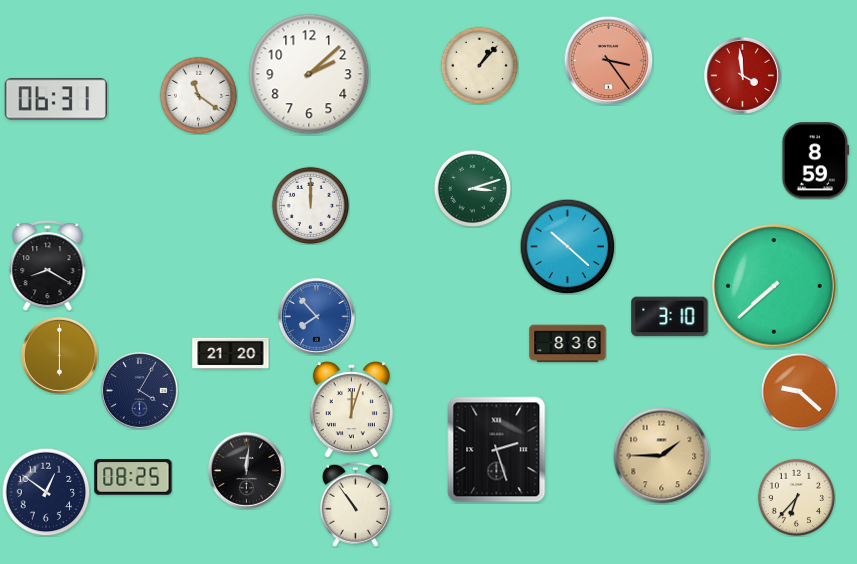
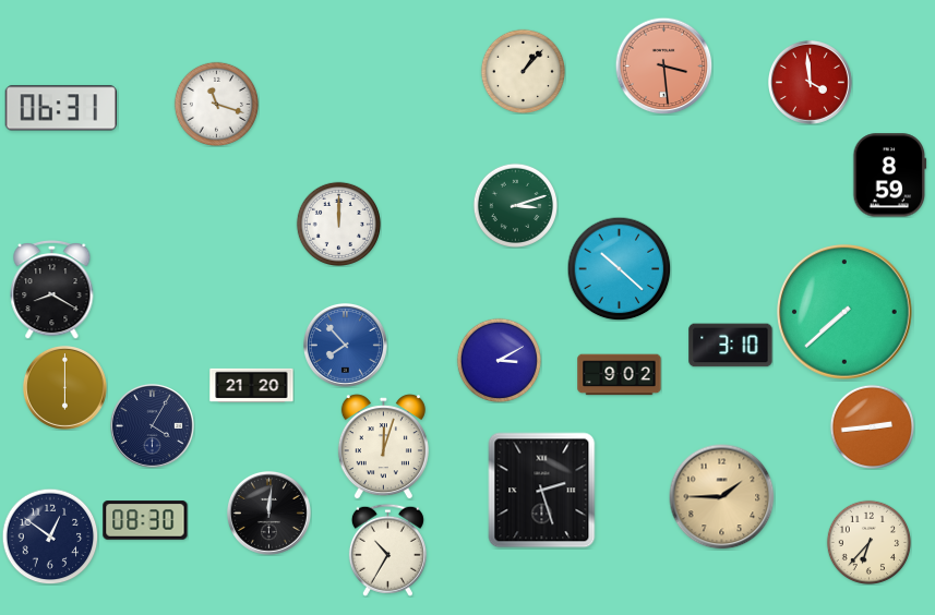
clock at (608, 60): 3:24 -> 3:29
clock at (309, 74): 2:08 -> none
clock at (198, 95): 11:21 -> 11:18
clock at (499, 360): none -> 3:10
clock at (568, 344): 8:36 -> 9:02
clock at (799, 391): 9:22 -> 2:44
clock at (133, 477): 08:25 -> 08:30
clock at (355, 504): 10:54 -> 10:35
